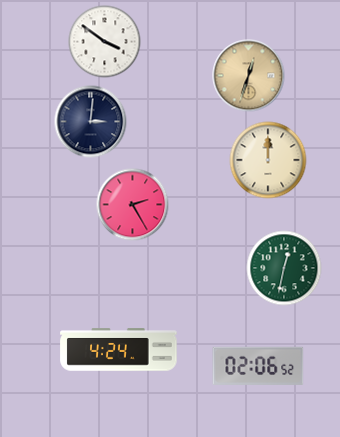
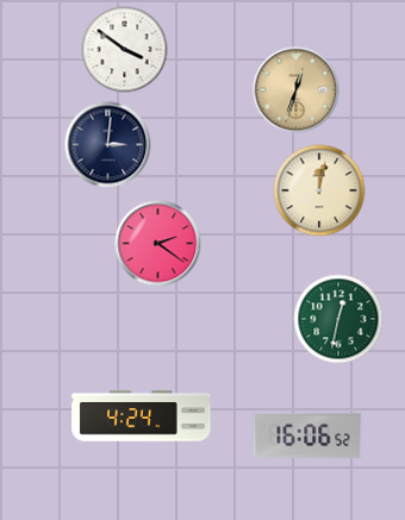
clock at (268, 160): 12:00 -> 12:02
clock at (133, 205): 2:25 -> 2:21
clock at (258, 366): 02:06 -> 16:06
